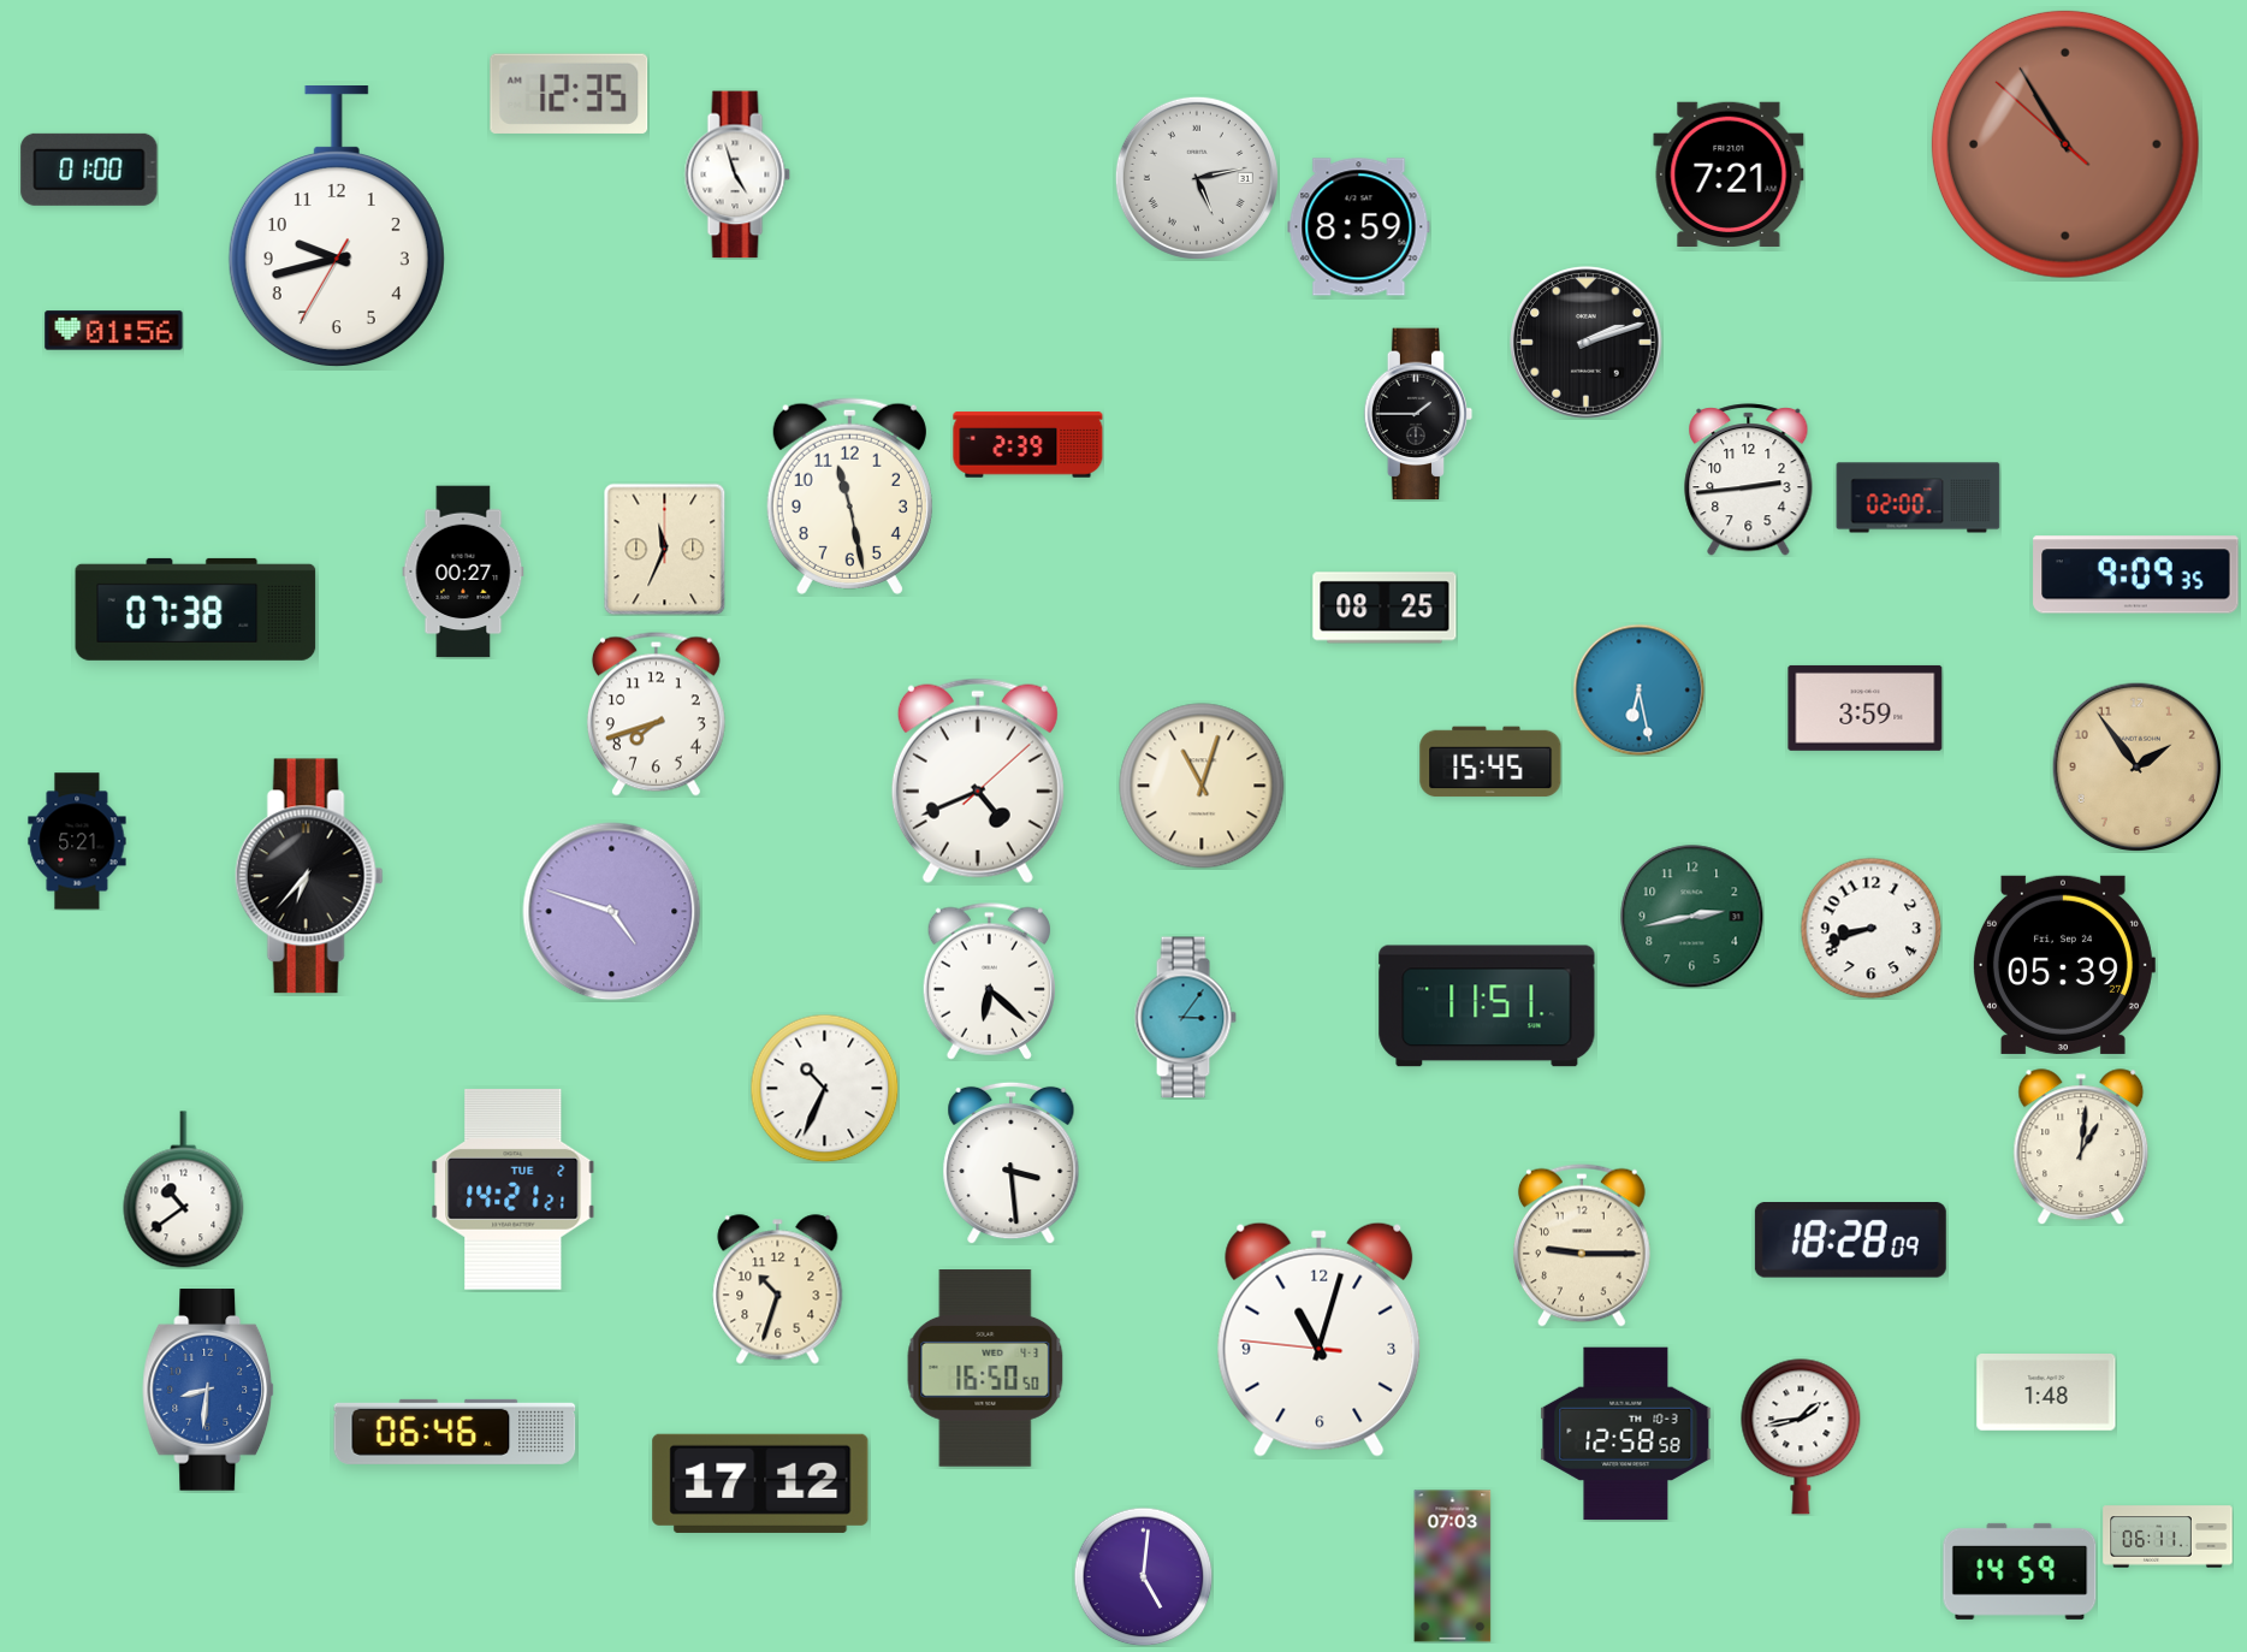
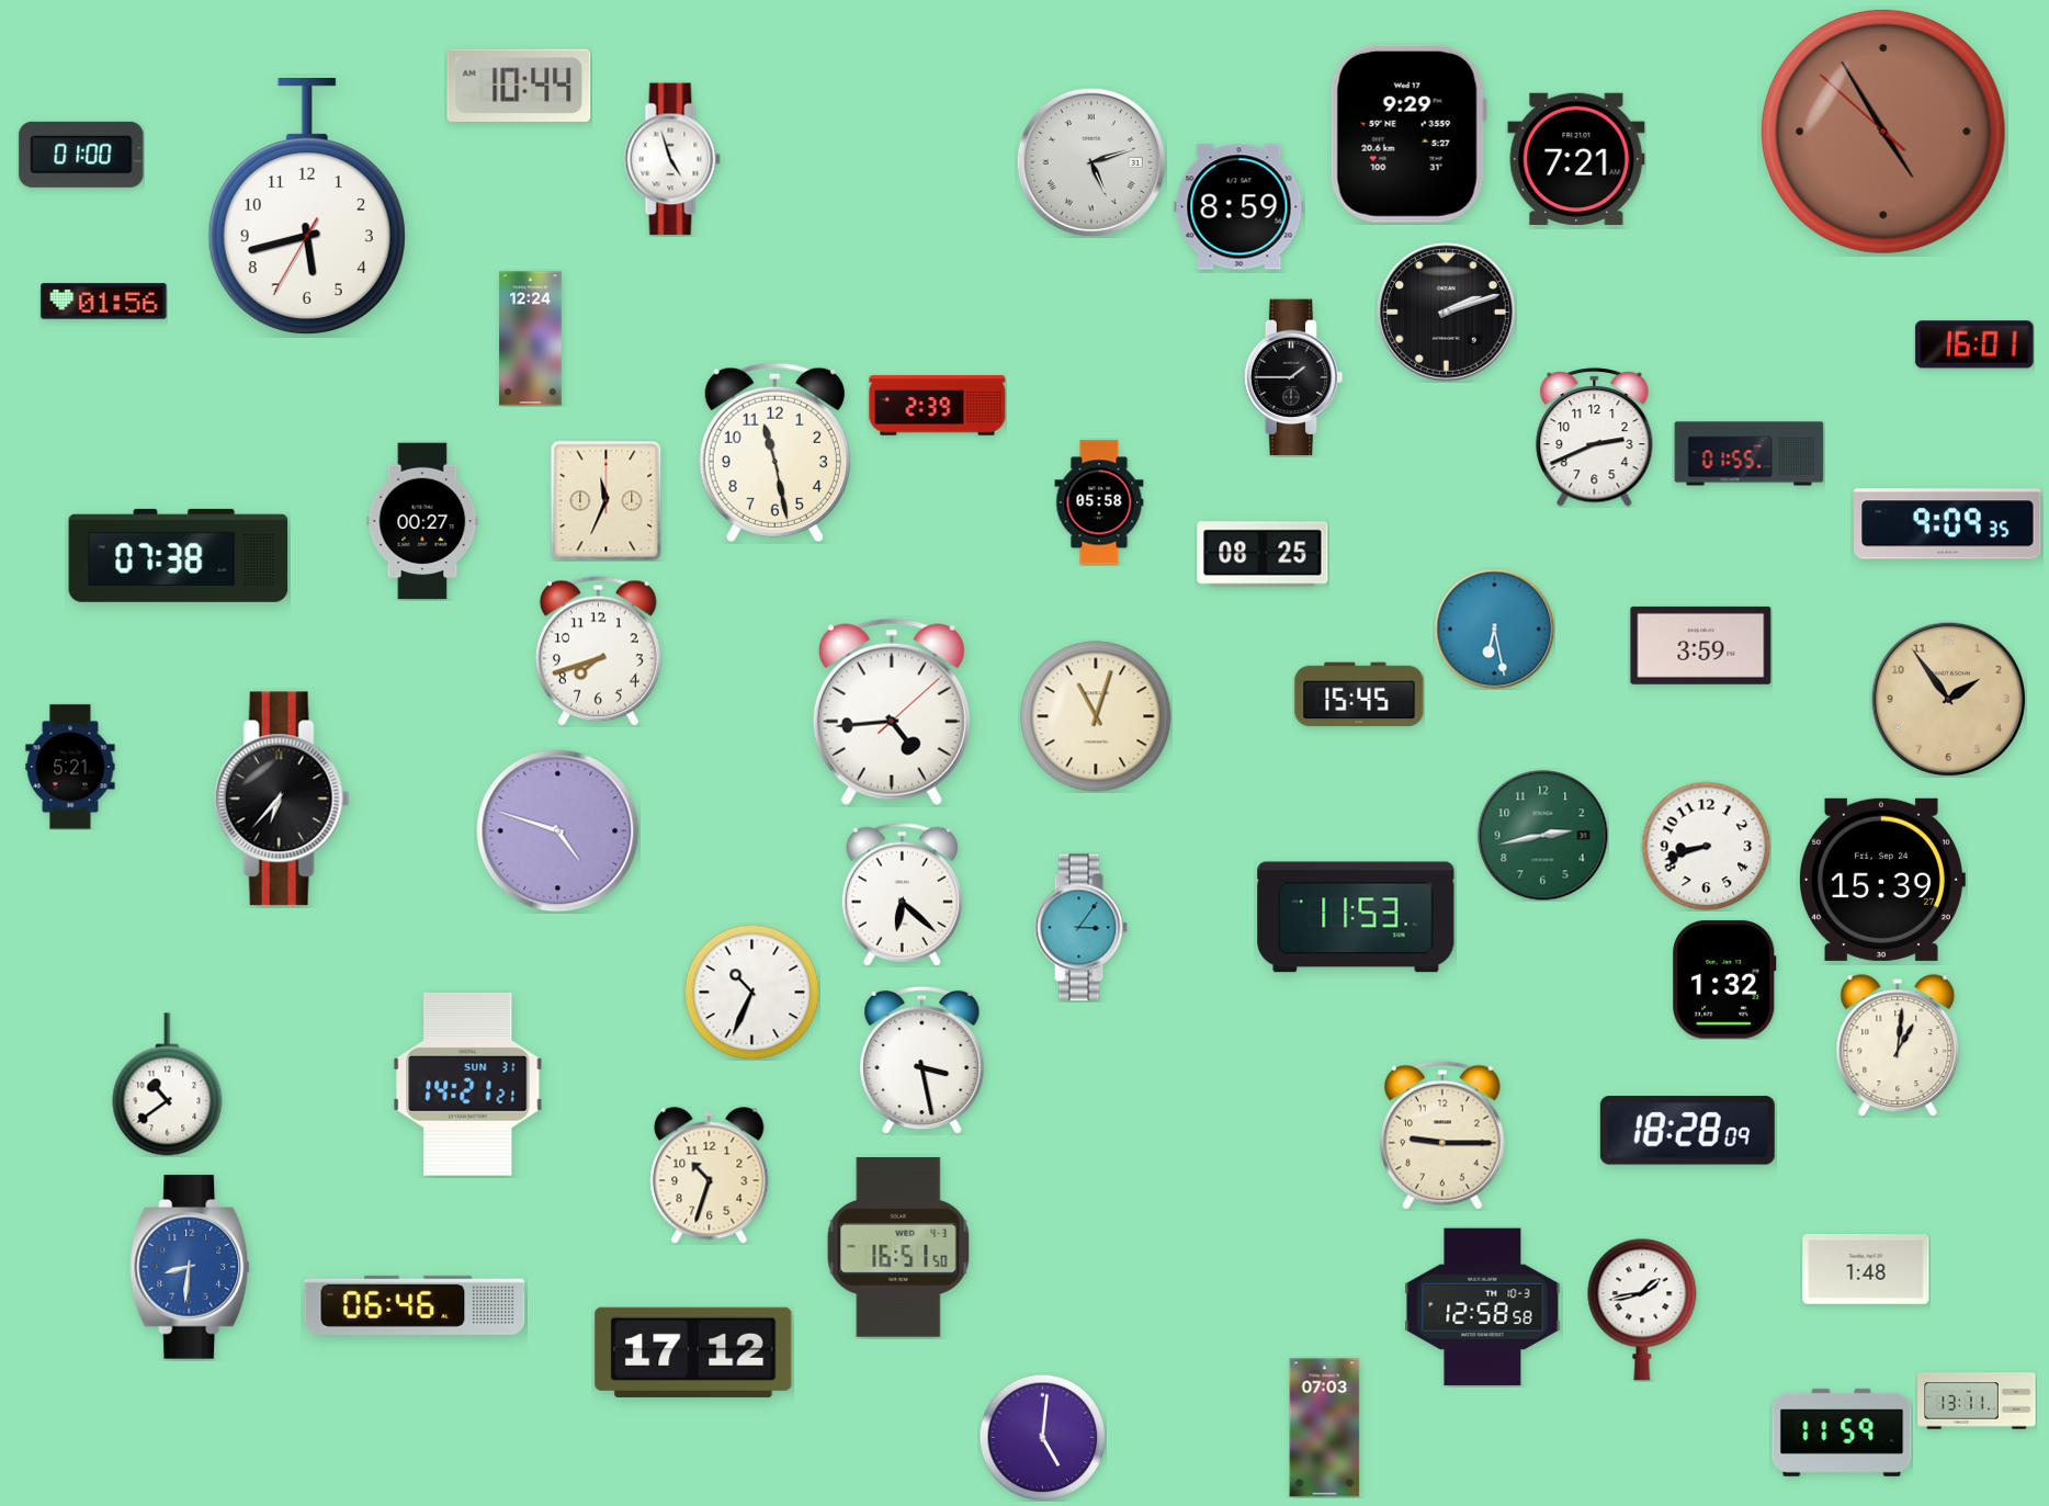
clock at (569, 94): 12:35 -> 10:44
clock at (2065, 144): 10:54 -> 4:54
clock at (1408, 134): none -> 9:29
clock at (1197, 178): 5:13 -> 5:12
clock at (337, 227): 9:42 -> 5:42
clock at (531, 339): none -> 12:24
clock at (1974, 344): none -> 16:01
clock at (1749, 480): 2:44 -> 2:41
clock at (1919, 498): 02:00 -> 01:55
clock at (1099, 502): none -> 05:58
clock at (978, 781): 4:41 -> 4:44
clock at (2063, 965): 05:39 -> 15:39
clock at (1487, 1006): 11:51 -> 11:53
clock at (1724, 980): none -> 1:32
clock at (1012, 1162): 3:29 -> 3:28
clock at (514, 1189) date: TUE 2 -> SUN 31
clock at (1320, 1339): 11:02 -> none
clock at (985, 1369): 16:50 -> 16:51
clock at (2168, 1536): 06:11 -> 13:11
clock at (2020, 1571): 14:59 -> 11:59
